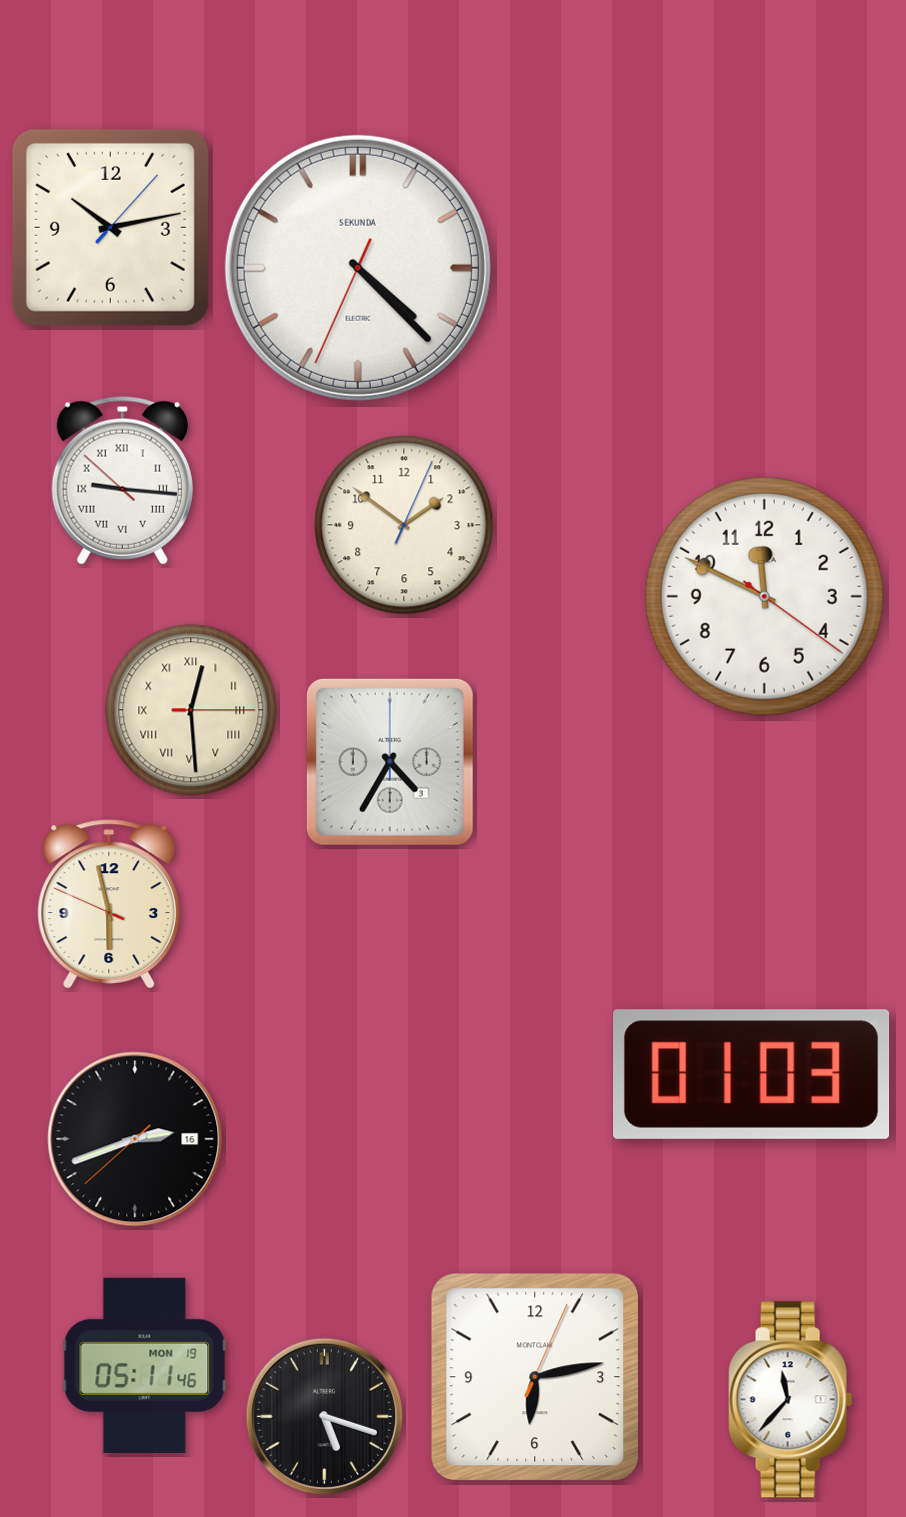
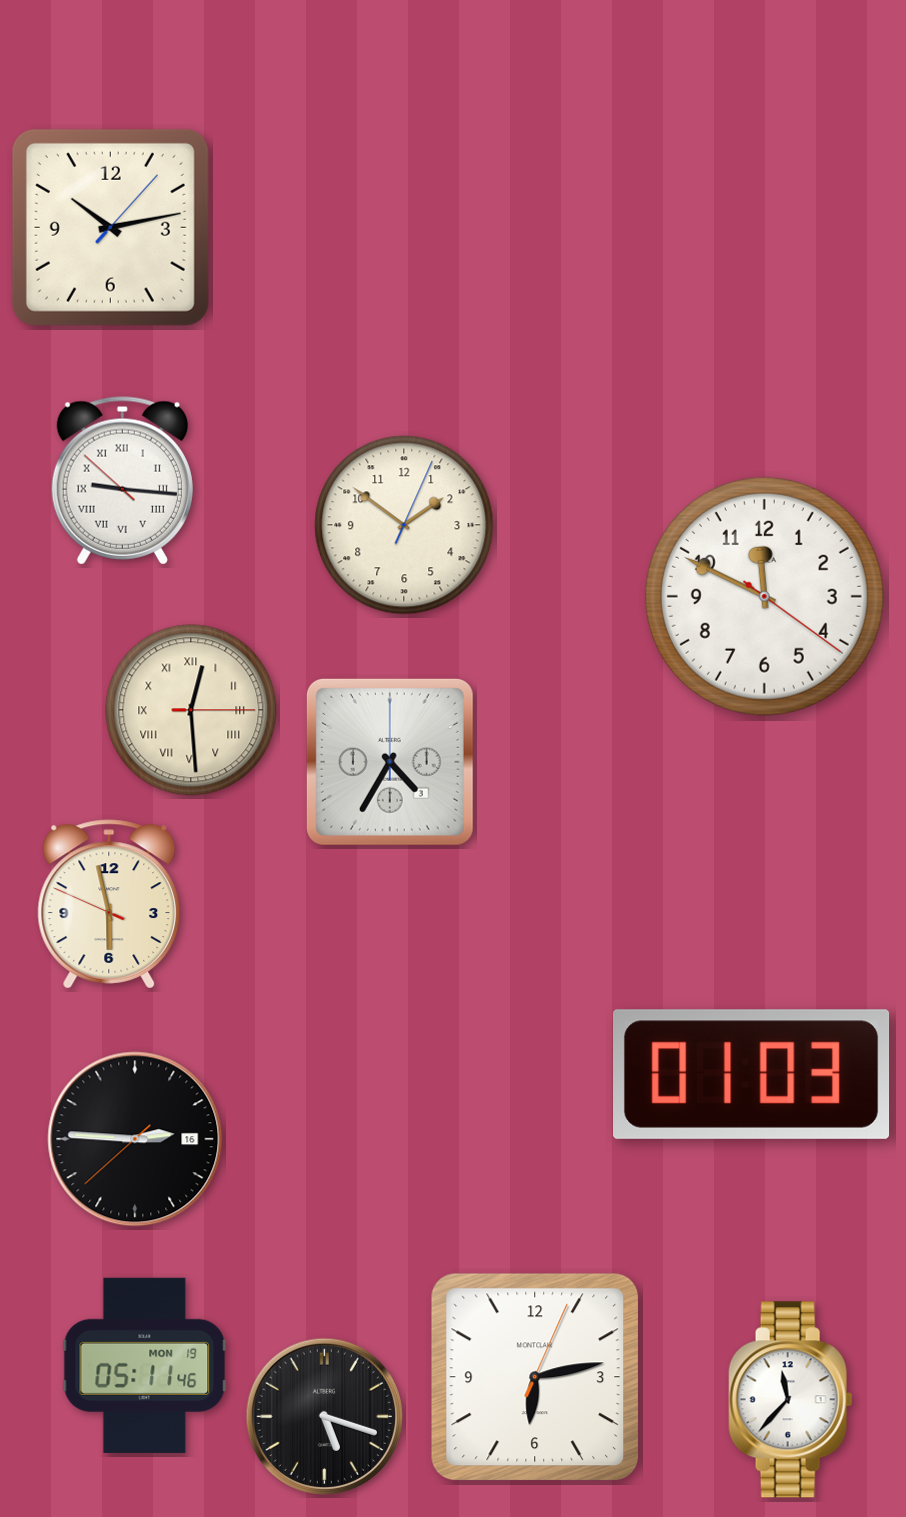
clock at (358, 268): 4:22 -> none
clock at (135, 1139): 2:41 -> 2:45
